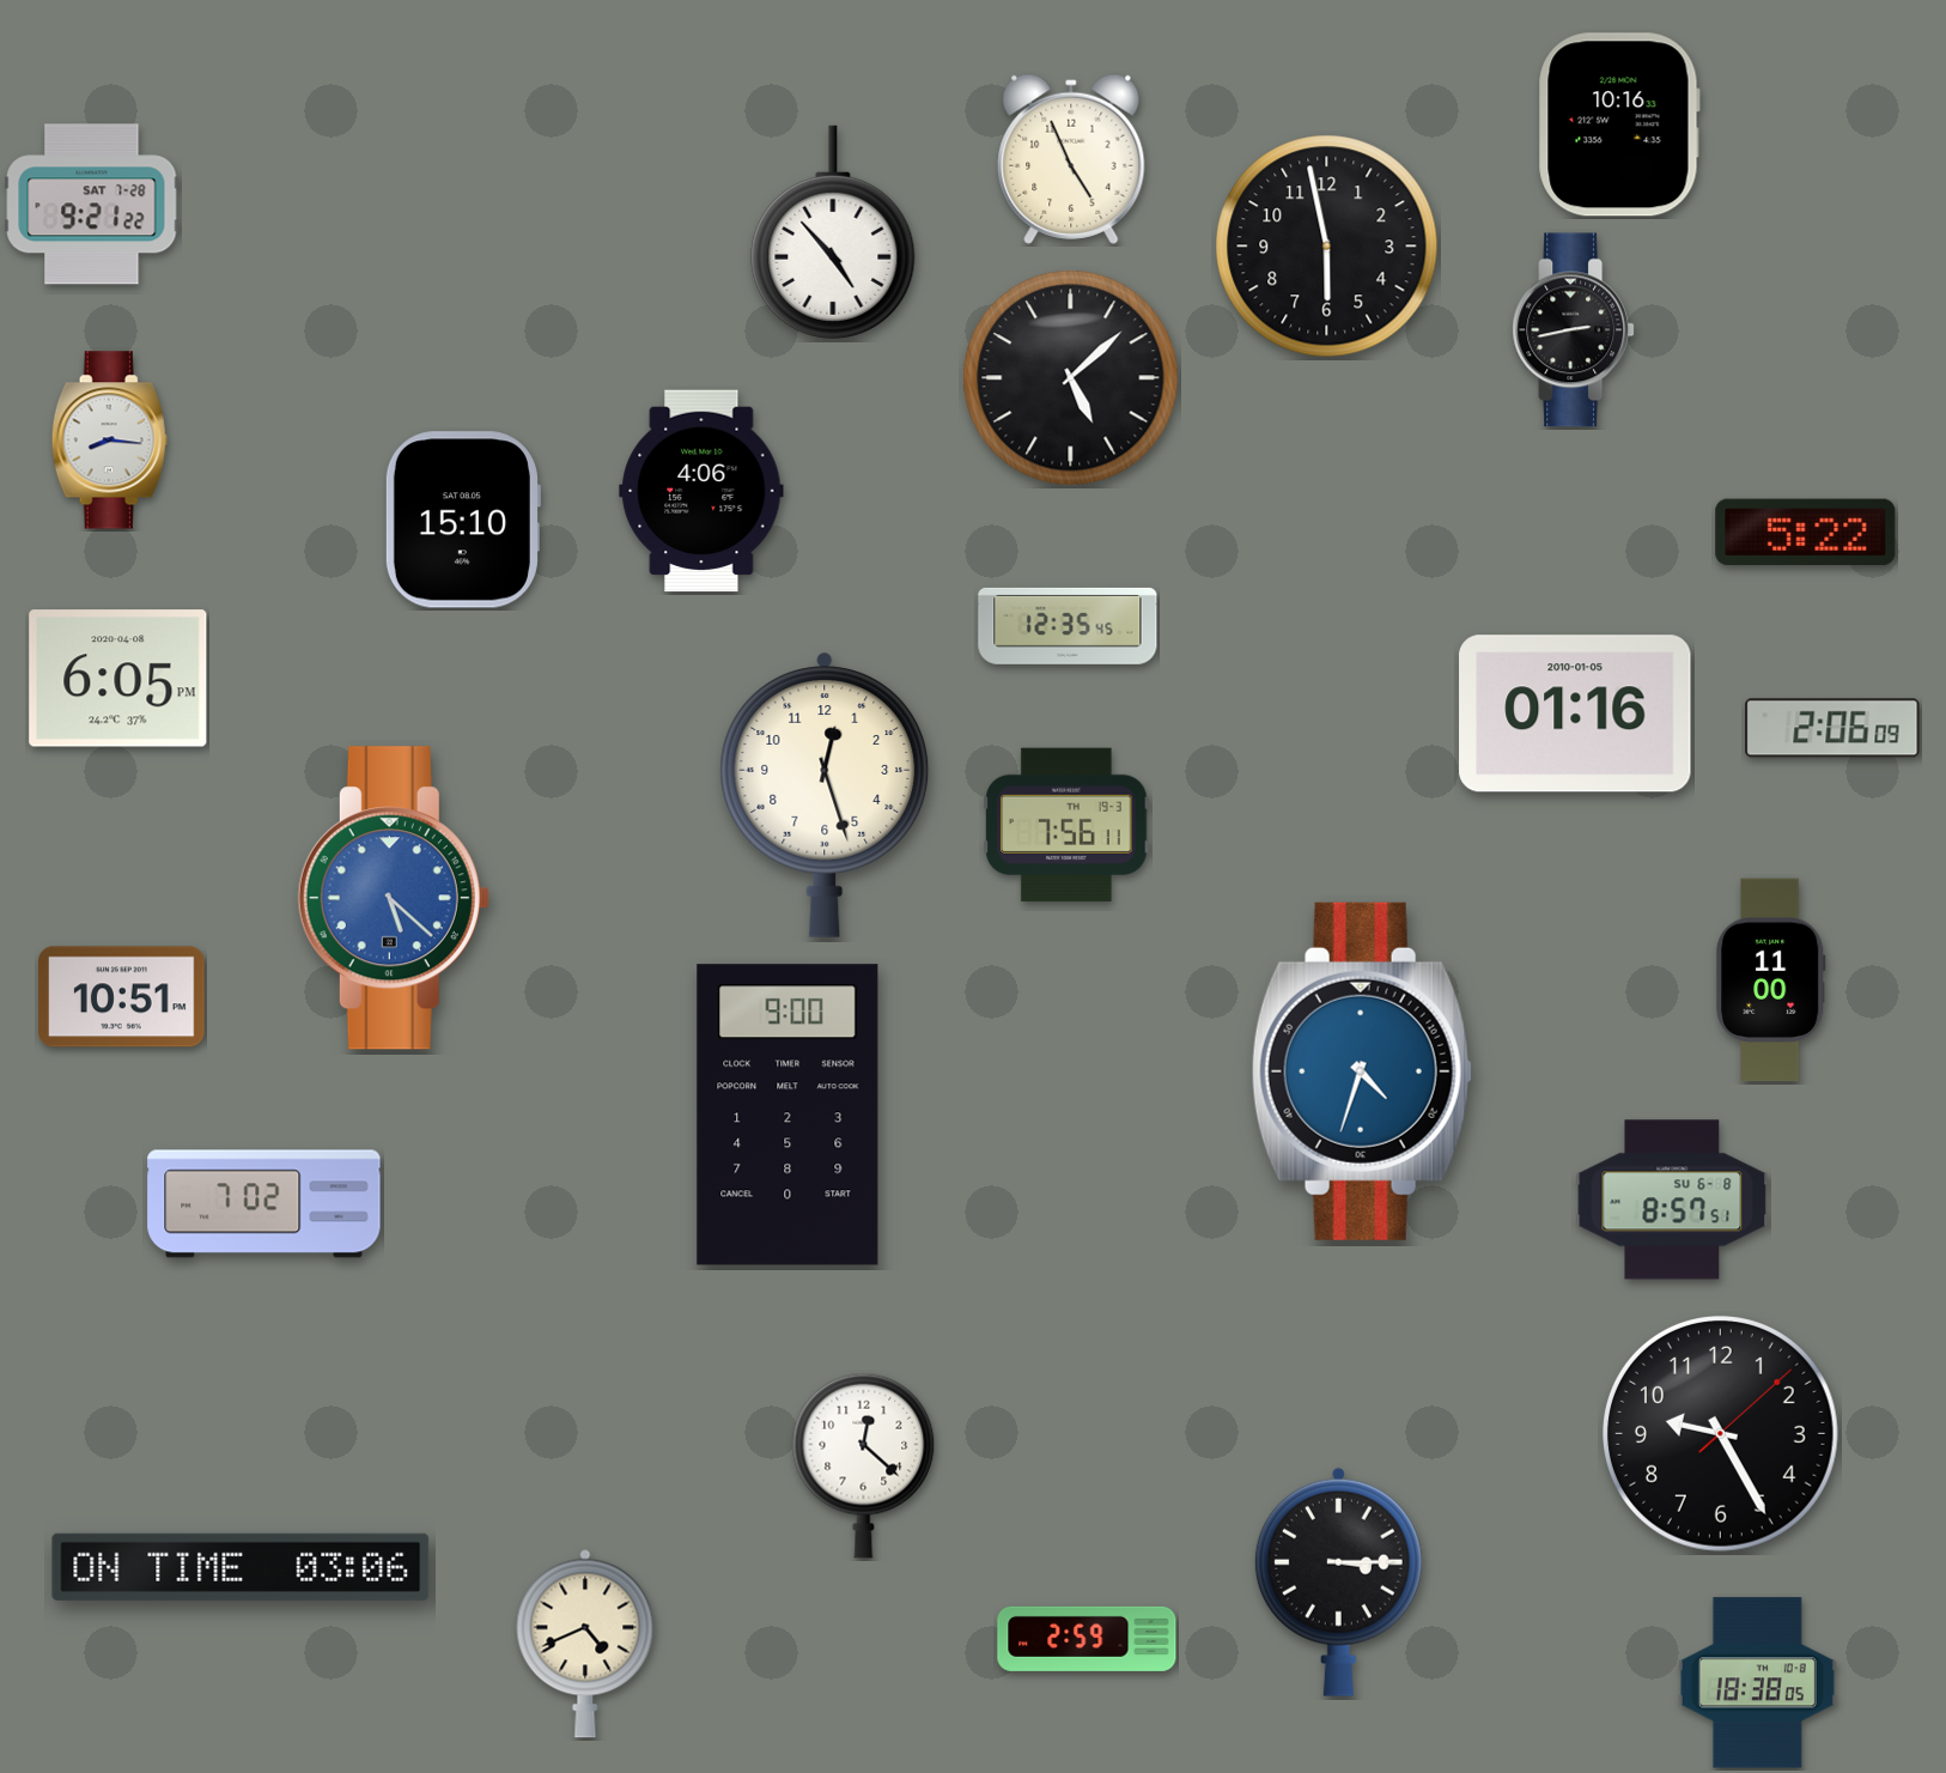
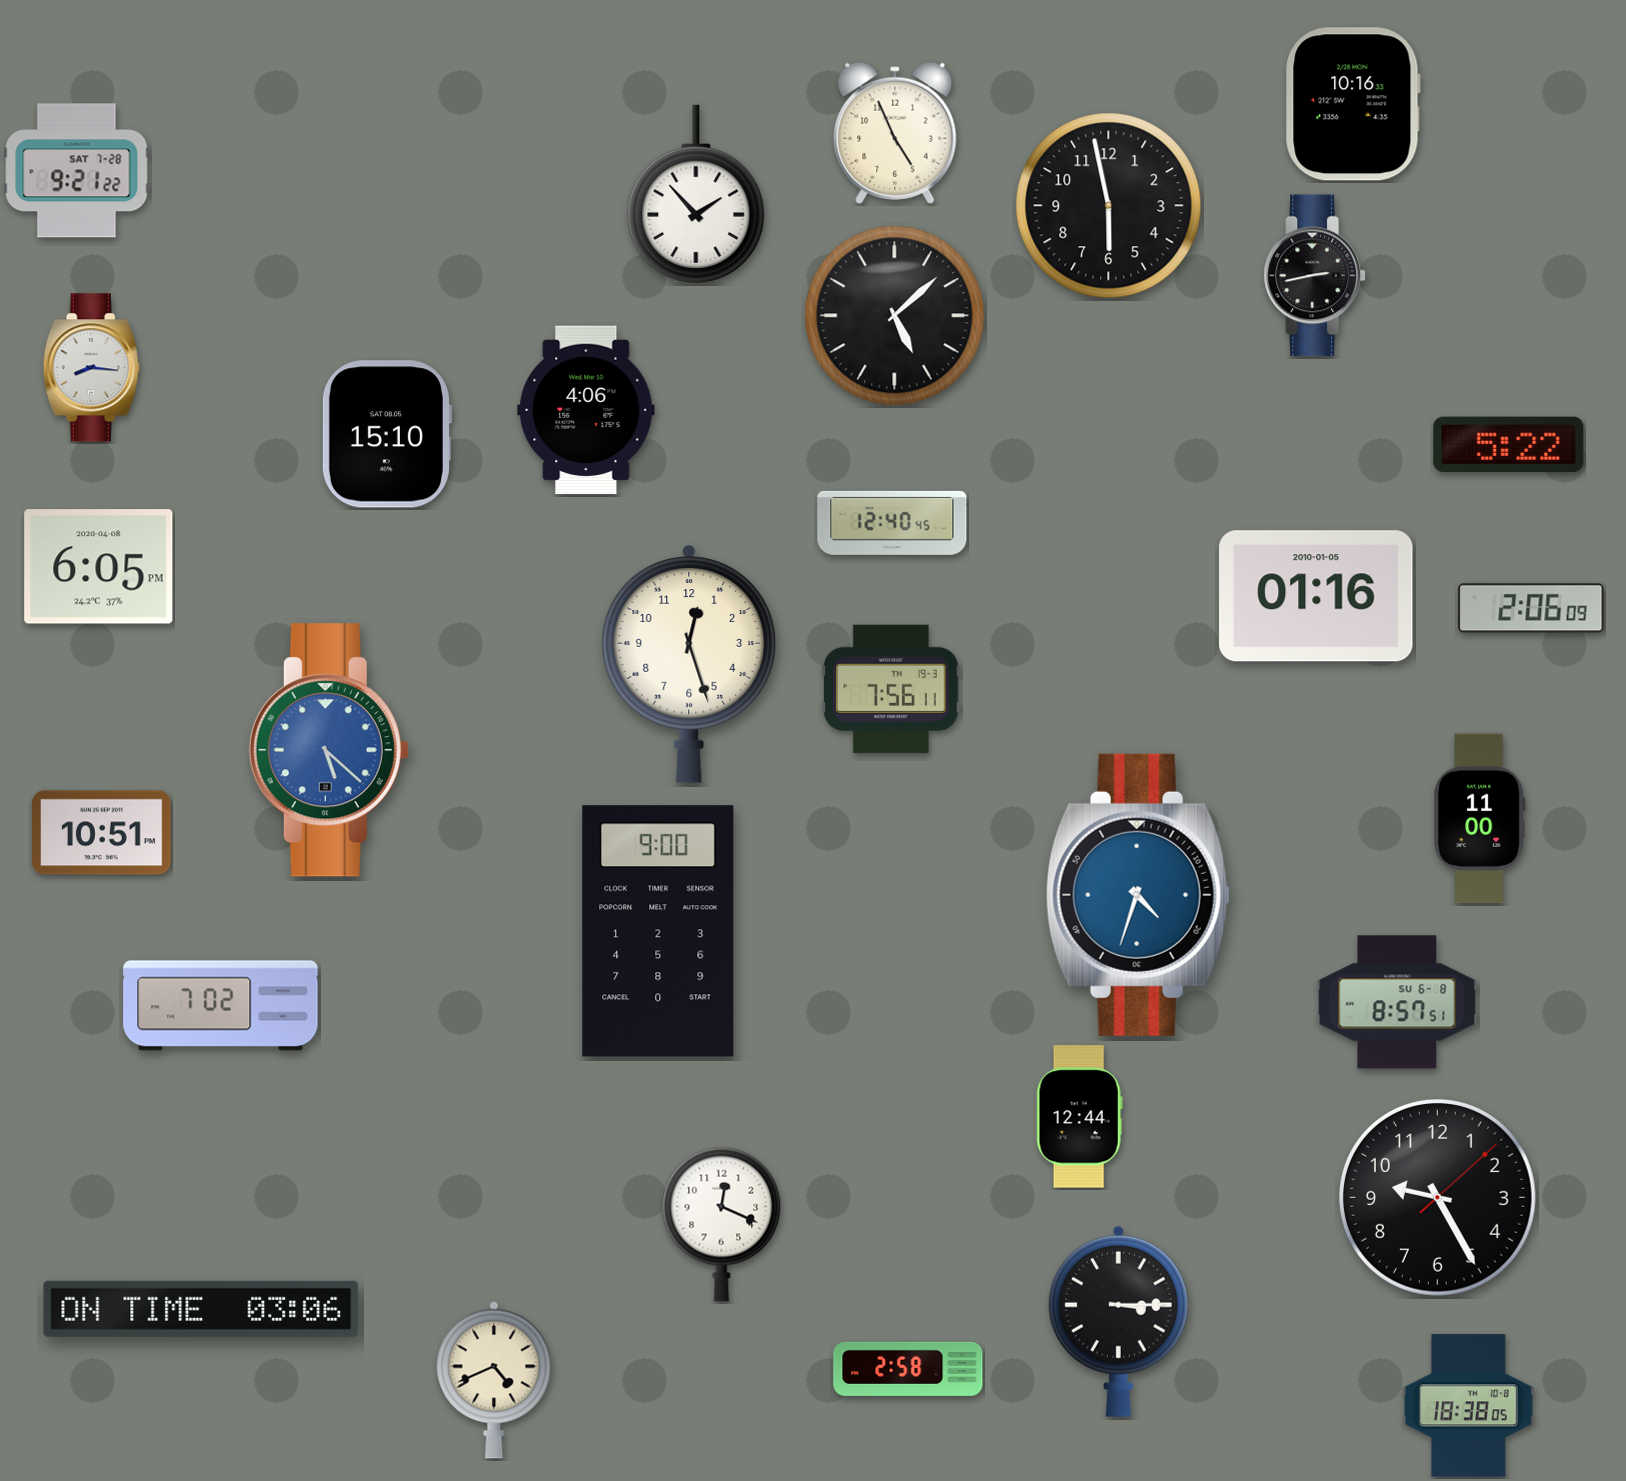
clock at (833, 232): 4:53 -> 1:53
clock at (1068, 626): 12:35 -> 12:40
clock at (1079, 1117): none -> 12:44
clock at (864, 1465): 12:22 -> 12:19
clock at (1087, 1639): 2:59 -> 2:58
clock at (585, 1644) position: (585, 1644) -> (494, 1380)
